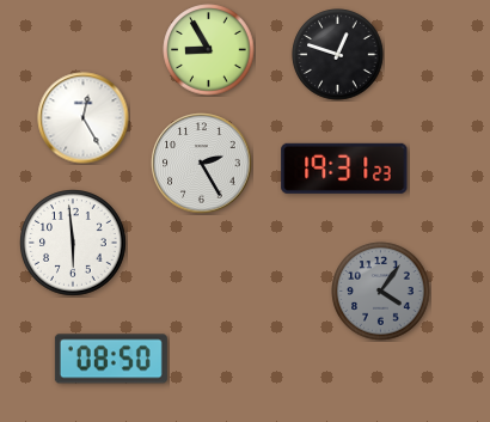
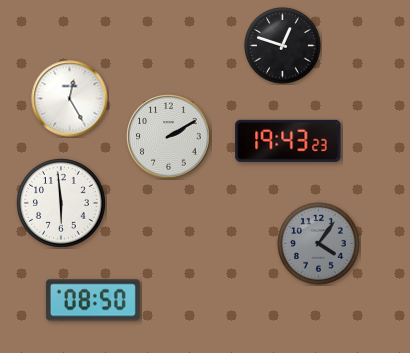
clock at (209, 50): 8:55 -> none
clock at (202, 164): 2:25 -> 2:10
clock at (344, 169): 19:31 -> 19:43
